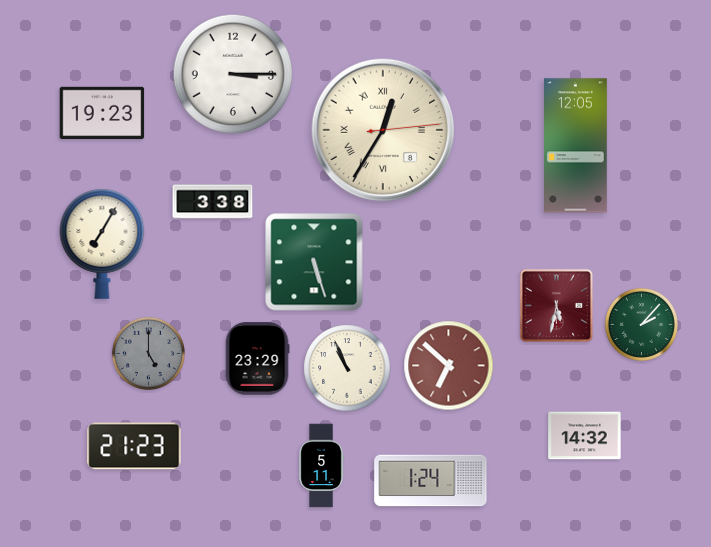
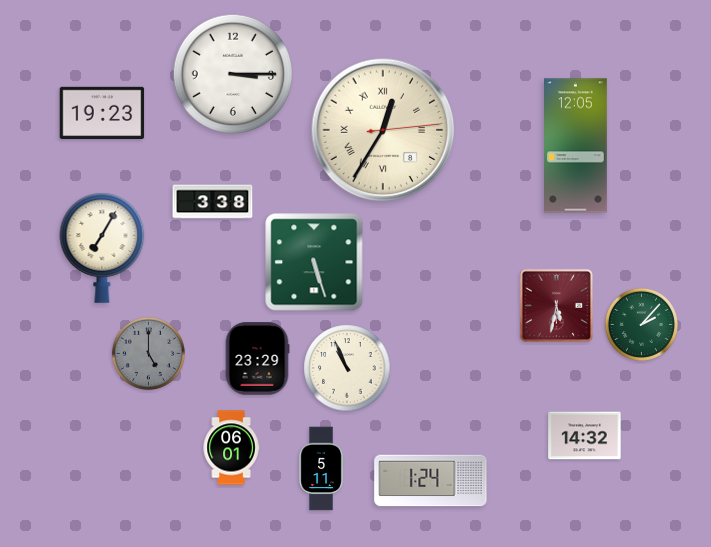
clock at (102, 244) position: (102, 244) -> (102, 248)
clock at (449, 366): 6:52 -> none
clock at (134, 446): 21:23 -> none
clock at (231, 448): none -> 06:01
clock at (321, 466) position: (321, 466) -> (321, 469)
